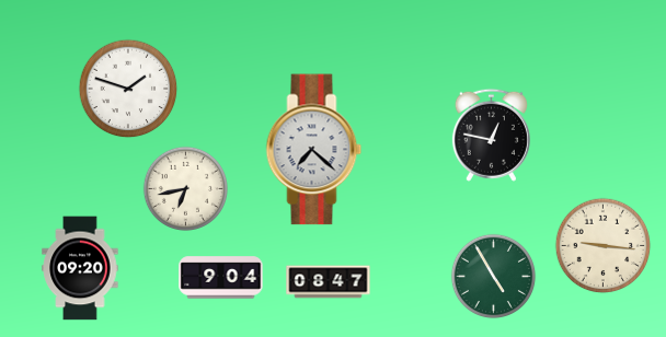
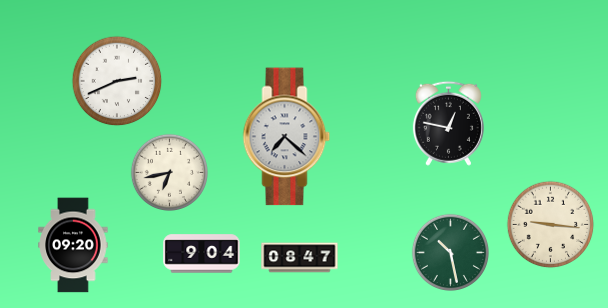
clock at (128, 89): 1:48 -> 2:41
clock at (493, 276): 4:55 -> 10:28
